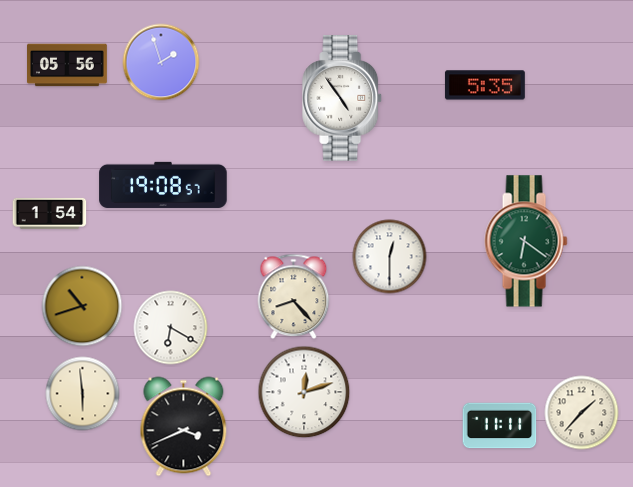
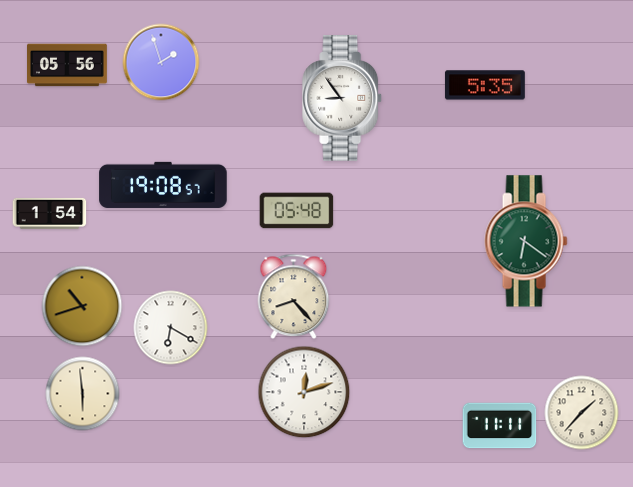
clock at (343, 99): 4:54 -> 8:54
clock at (297, 211): none -> 05:48
clock at (390, 257): 12:30 -> none
clock at (184, 427): 3:41 -> none
